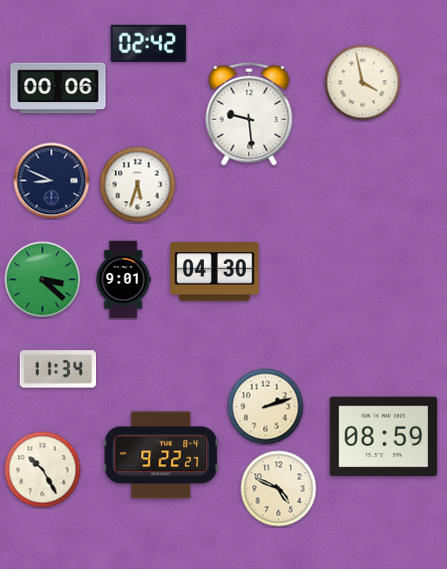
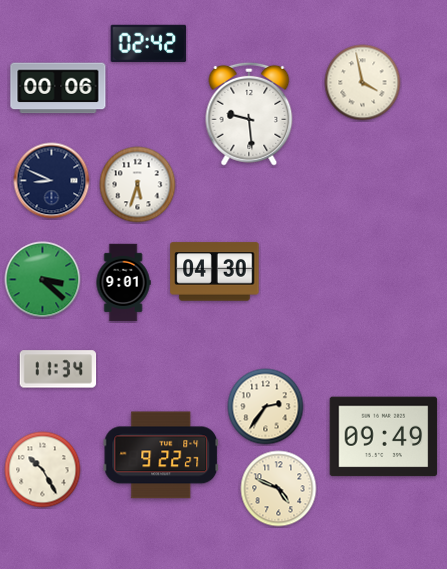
clock at (123, 280) position: (123, 280) -> (123, 283)
clock at (266, 407): 2:12 -> 2:36
clock at (384, 437): 08:59 -> 09:49
